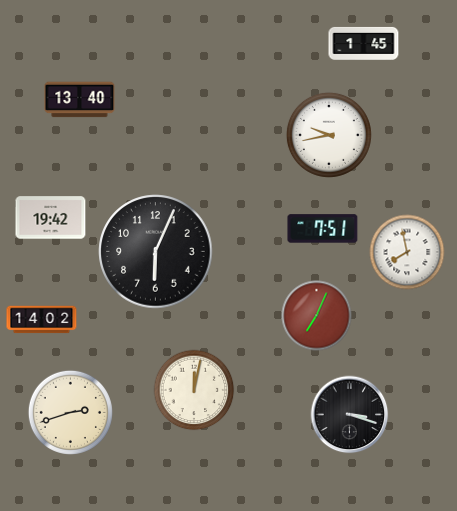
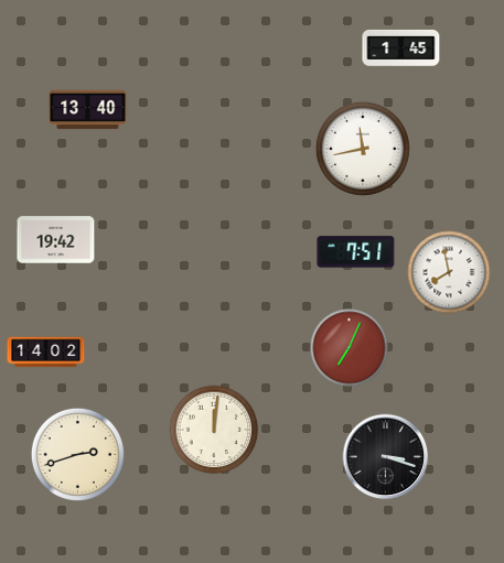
clock at (329, 135): 9:43 -> 11:43
clock at (156, 252): 6:04 -> none
clock at (407, 252) position: (407, 252) -> (449, 272)
clock at (194, 390): 12:02 -> 12:01
